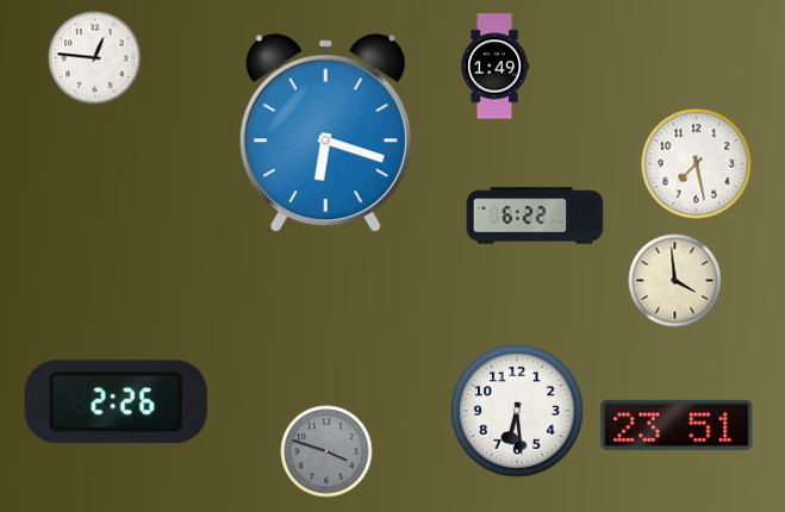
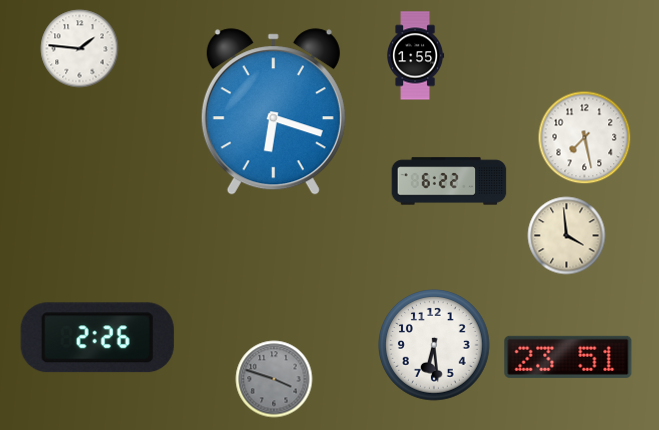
clock at (95, 58): 12:46 -> 1:46
clock at (496, 67): 1:49 -> 1:55
